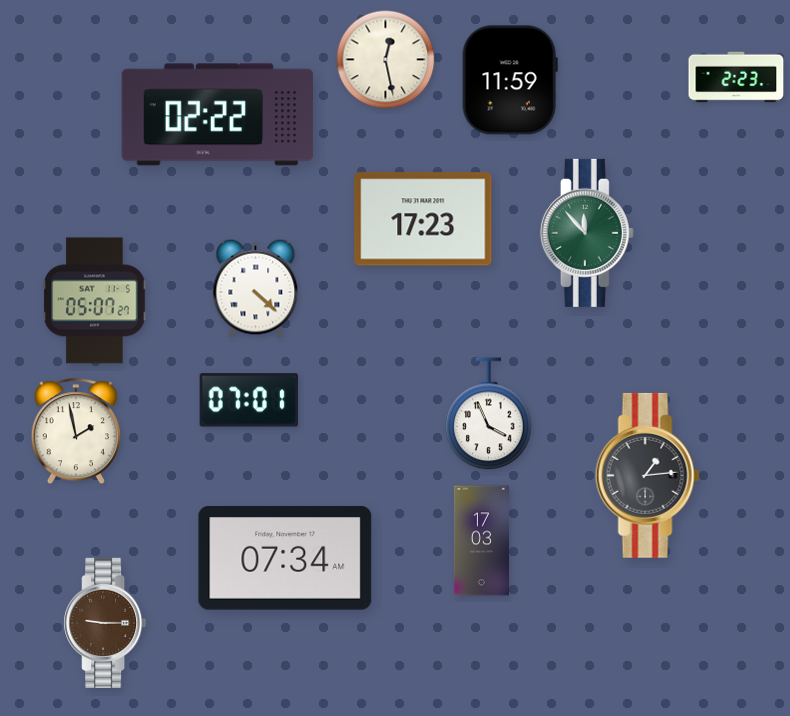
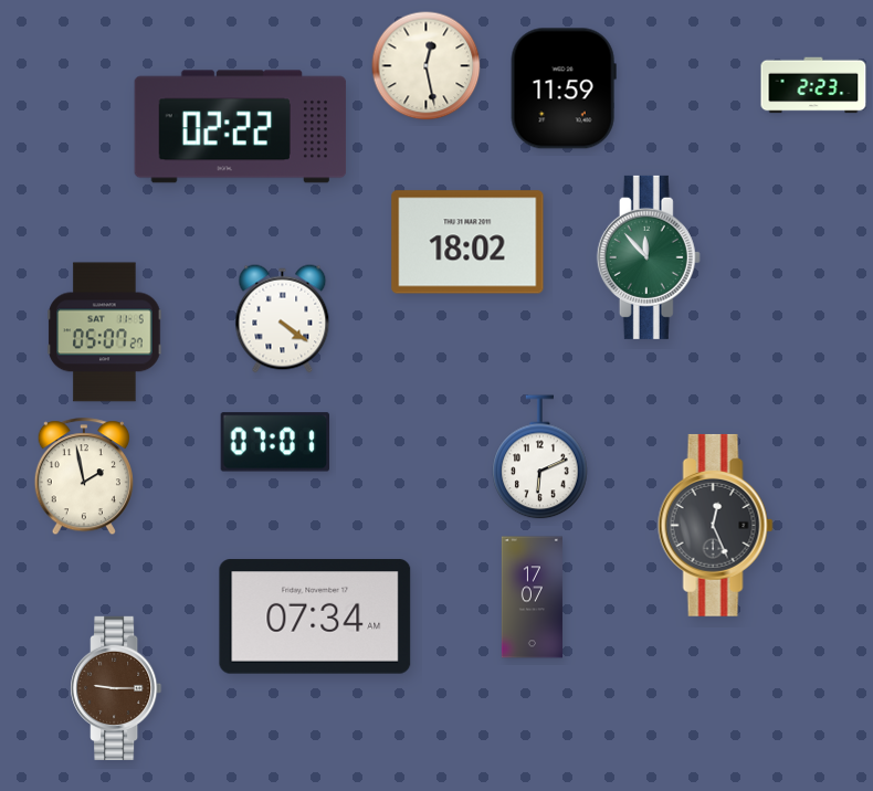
clock at (423, 219): 17:23 -> 18:02
clock at (256, 289): 4:22 -> 4:21
clock at (489, 414): 3:56 -> 6:11
clock at (647, 475): 1:14 -> 12:26
clock at (481, 541): 17:03 -> 17:07
